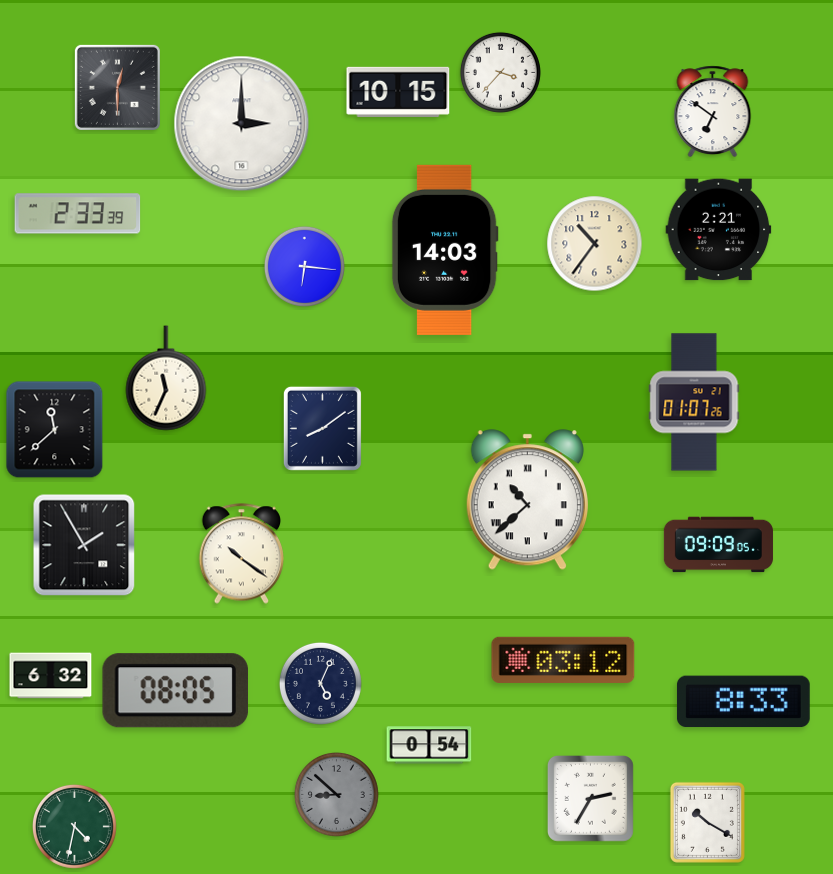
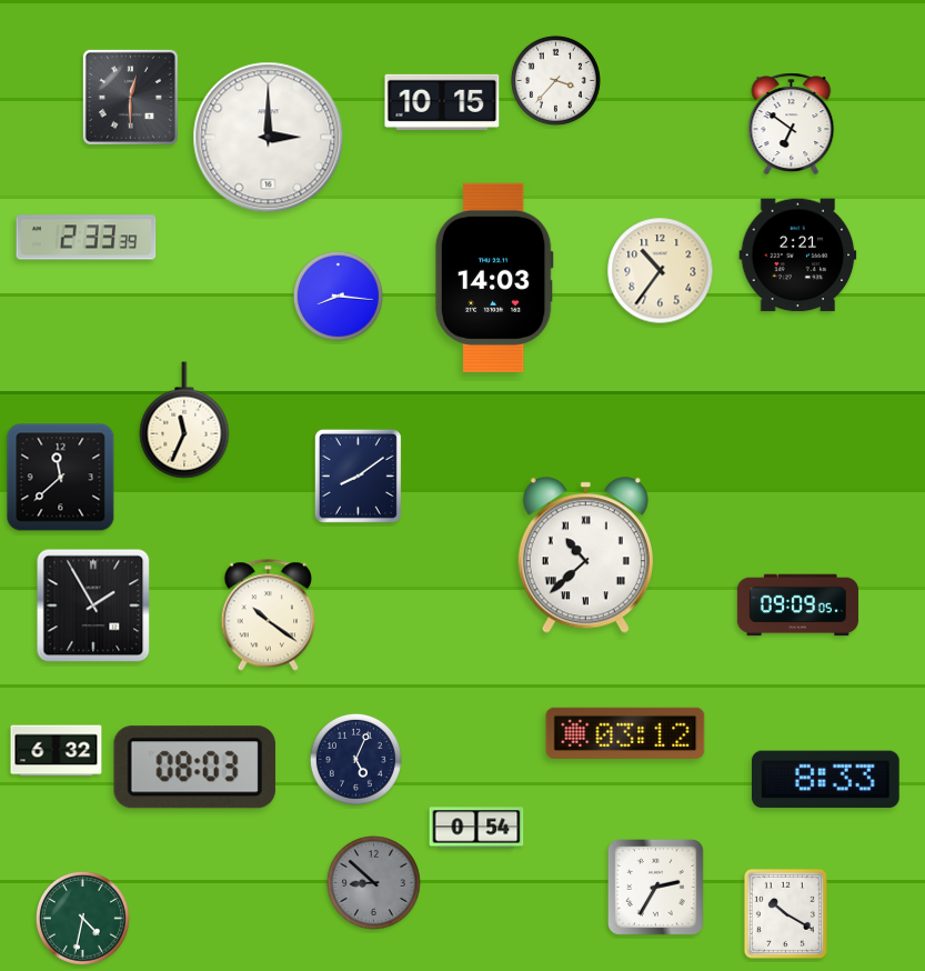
clock at (304, 266): 6:16 -> 8:16
clock at (694, 402): 01:07 -> none
clock at (175, 691): 08:05 -> 08:03
